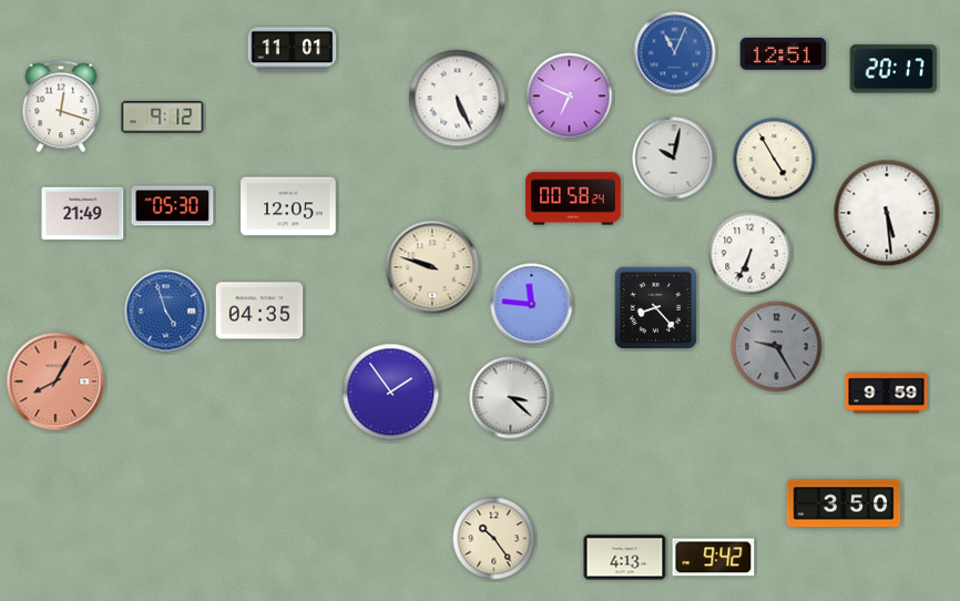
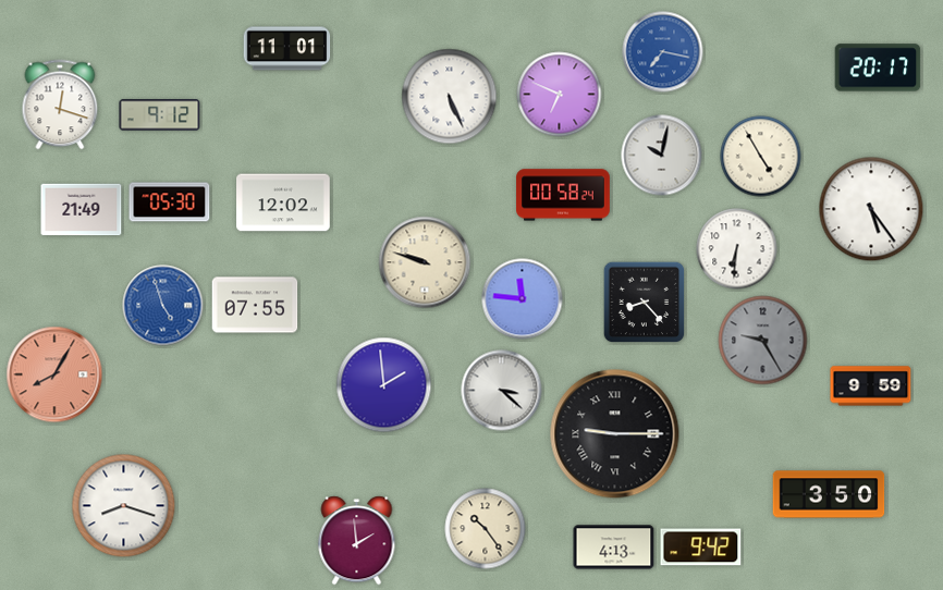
clock at (675, 53): 11:04 -> 7:17
clock at (784, 53): 12:51 -> none
clock at (288, 206): 12:05 -> 12:02
clock at (887, 213): 5:29 -> 5:24
clock at (750, 254): 6:34 -> 6:31
clock at (259, 310): 04:35 -> 07:55
clock at (391, 393): 1:54 -> 1:59
clock at (615, 434): none -> 9:15
clock at (124, 506): none -> 8:18
clock at (357, 541): none -> 1:59
